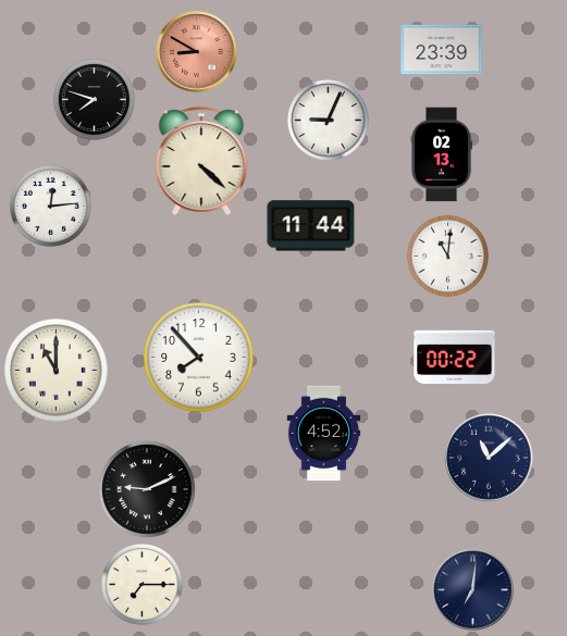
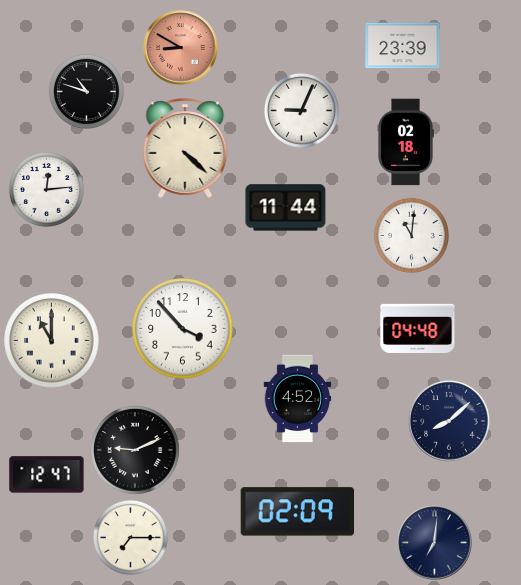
clock at (442, 50) position: (442, 50) -> (403, 46)
clock at (94, 99): 7:48 -> 10:48
clock at (442, 154): 02:13 -> 02:18
clock at (455, 357): 00:22 -> 04:48
clock at (199, 358): 7:53 -> 3:53
clock at (489, 458): 11:08 -> 8:08
clock at (47, 475): none -> 12:47
clock at (298, 512): none -> 02:09
